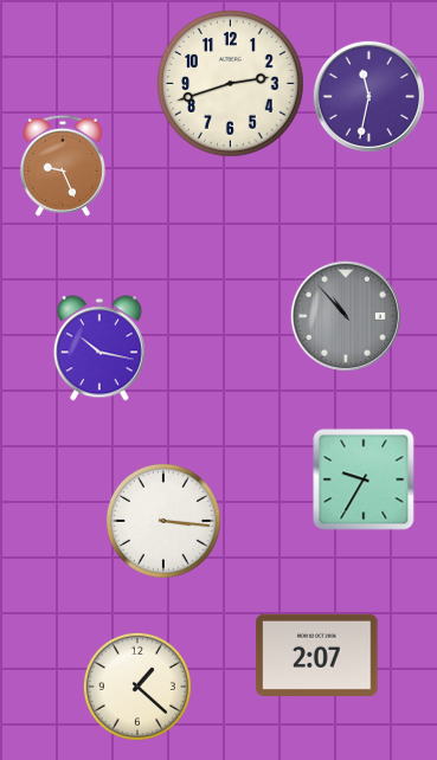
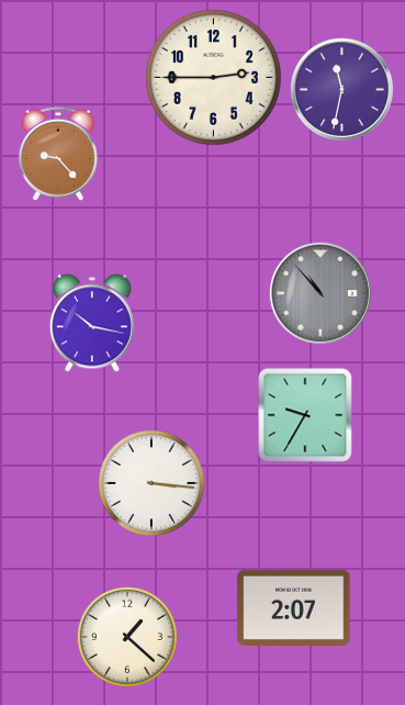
clock at (231, 84): 2:42 -> 2:45
clock at (63, 166): 9:26 -> 9:23
clock at (364, 479) position: (364, 479) -> (305, 415)
